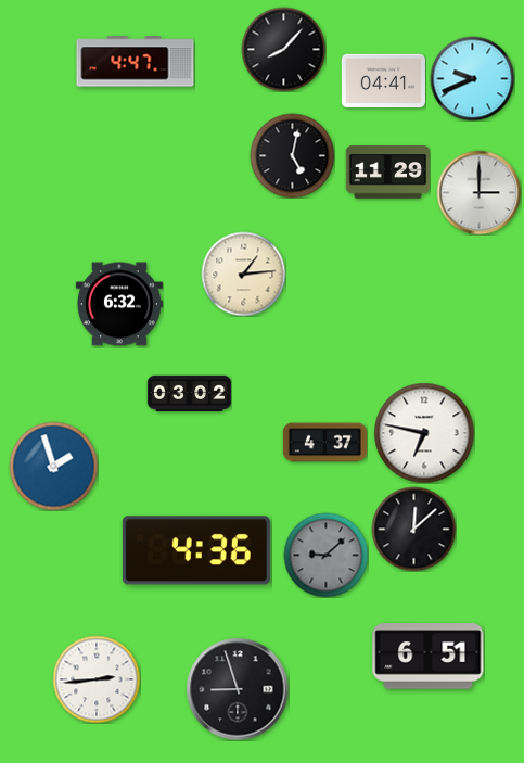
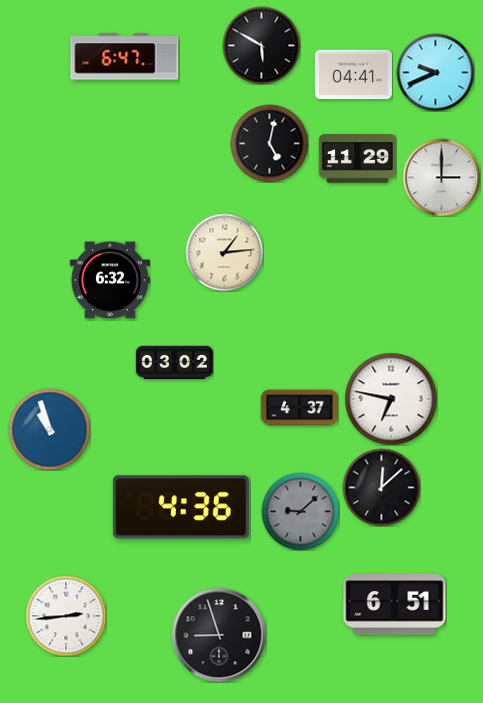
clock at (283, 49): 8:07 -> 5:50
clock at (136, 62): 4:47 -> 6:47
clock at (53, 466): 1:57 -> 10:57
clock at (97, 679) position: (97, 679) -> (66, 616)
